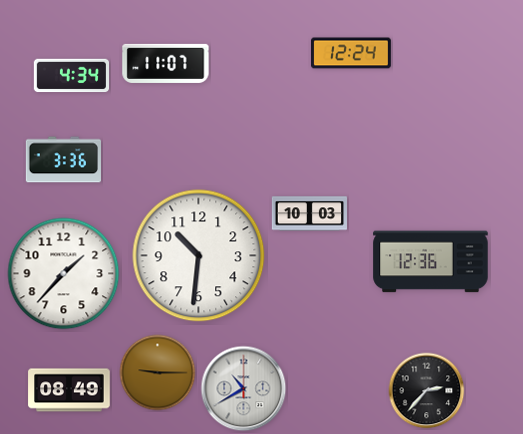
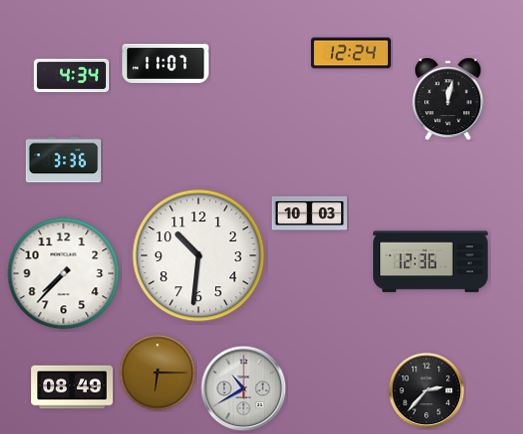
clock at (448, 99): none -> 12:02
clock at (64, 274): 1:37 -> 7:37
clock at (158, 373): 9:15 -> 6:15
clock at (69, 390) position: (69, 390) -> (72, 387)
